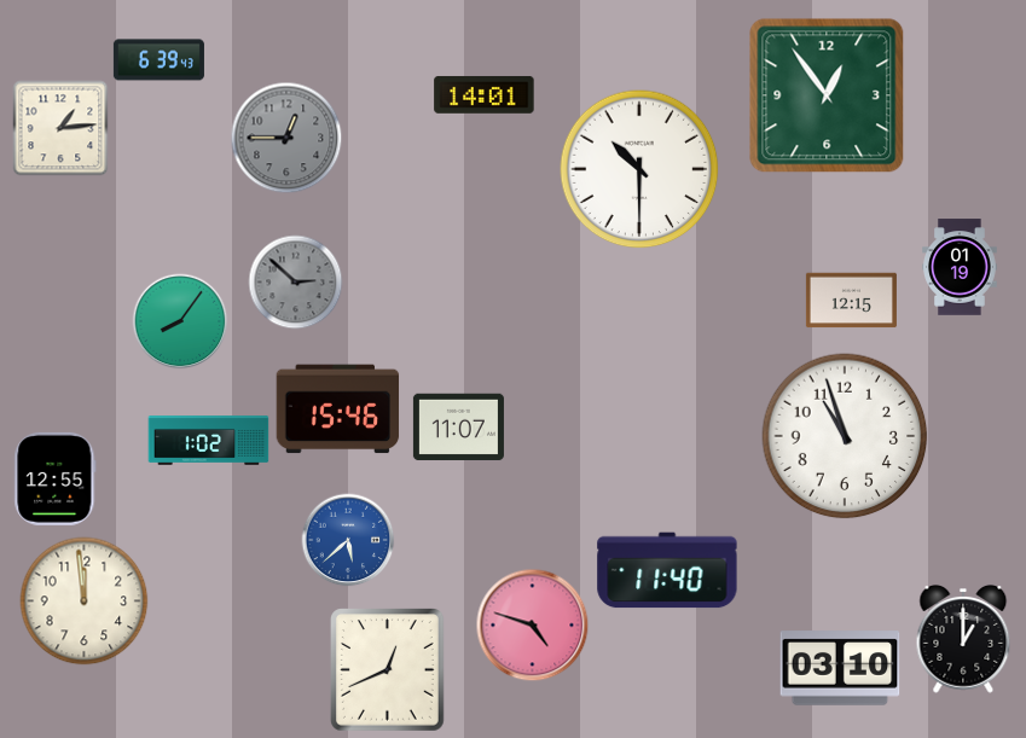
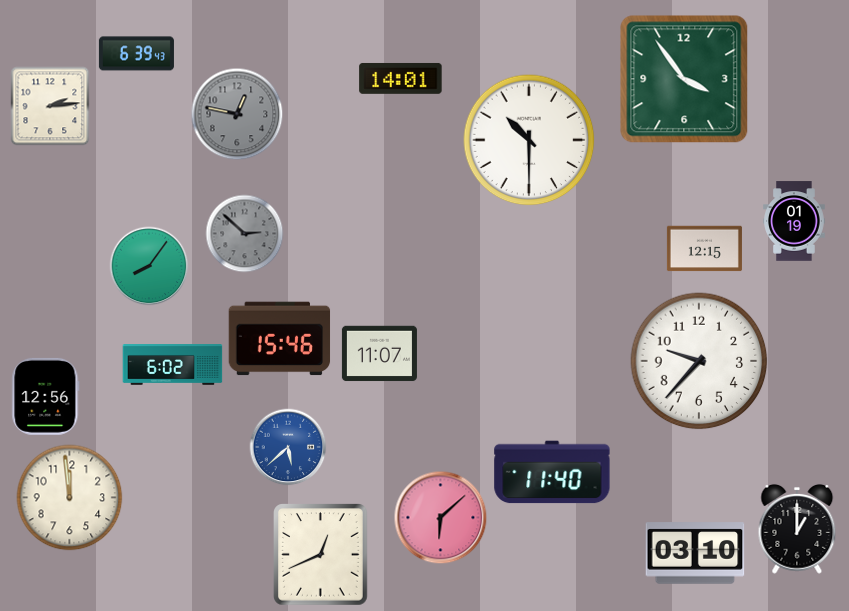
clock at (158, 60) position: (158, 60) -> (136, 54)
clock at (827, 95): 12:54 -> 3:54
clock at (60, 128): 1:14 -> 2:14
clock at (286, 138): 12:45 -> 12:47
clock at (845, 436): 10:57 -> 9:37
clock at (209, 441): 1:02 -> 6:02
clock at (56, 478): 12:55 -> 12:56
clock at (533, 626): 4:48 -> 6:08
